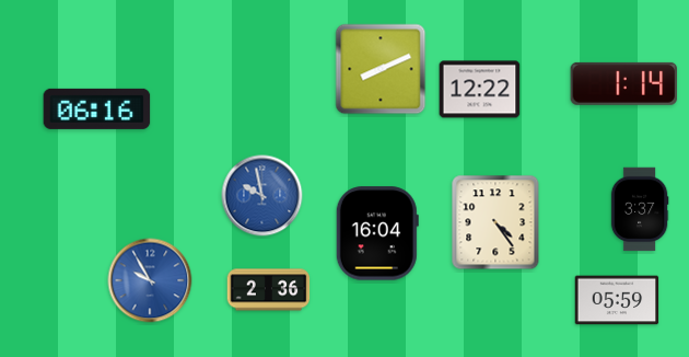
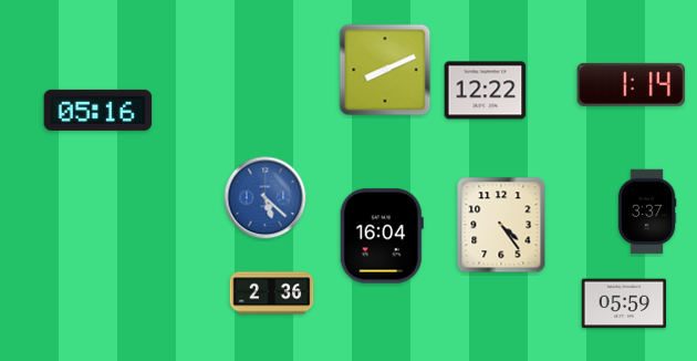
clock at (97, 108): 06:16 -> 05:16
clock at (262, 196): 9:58 -> 5:22
clock at (150, 280): 9:55 -> none
